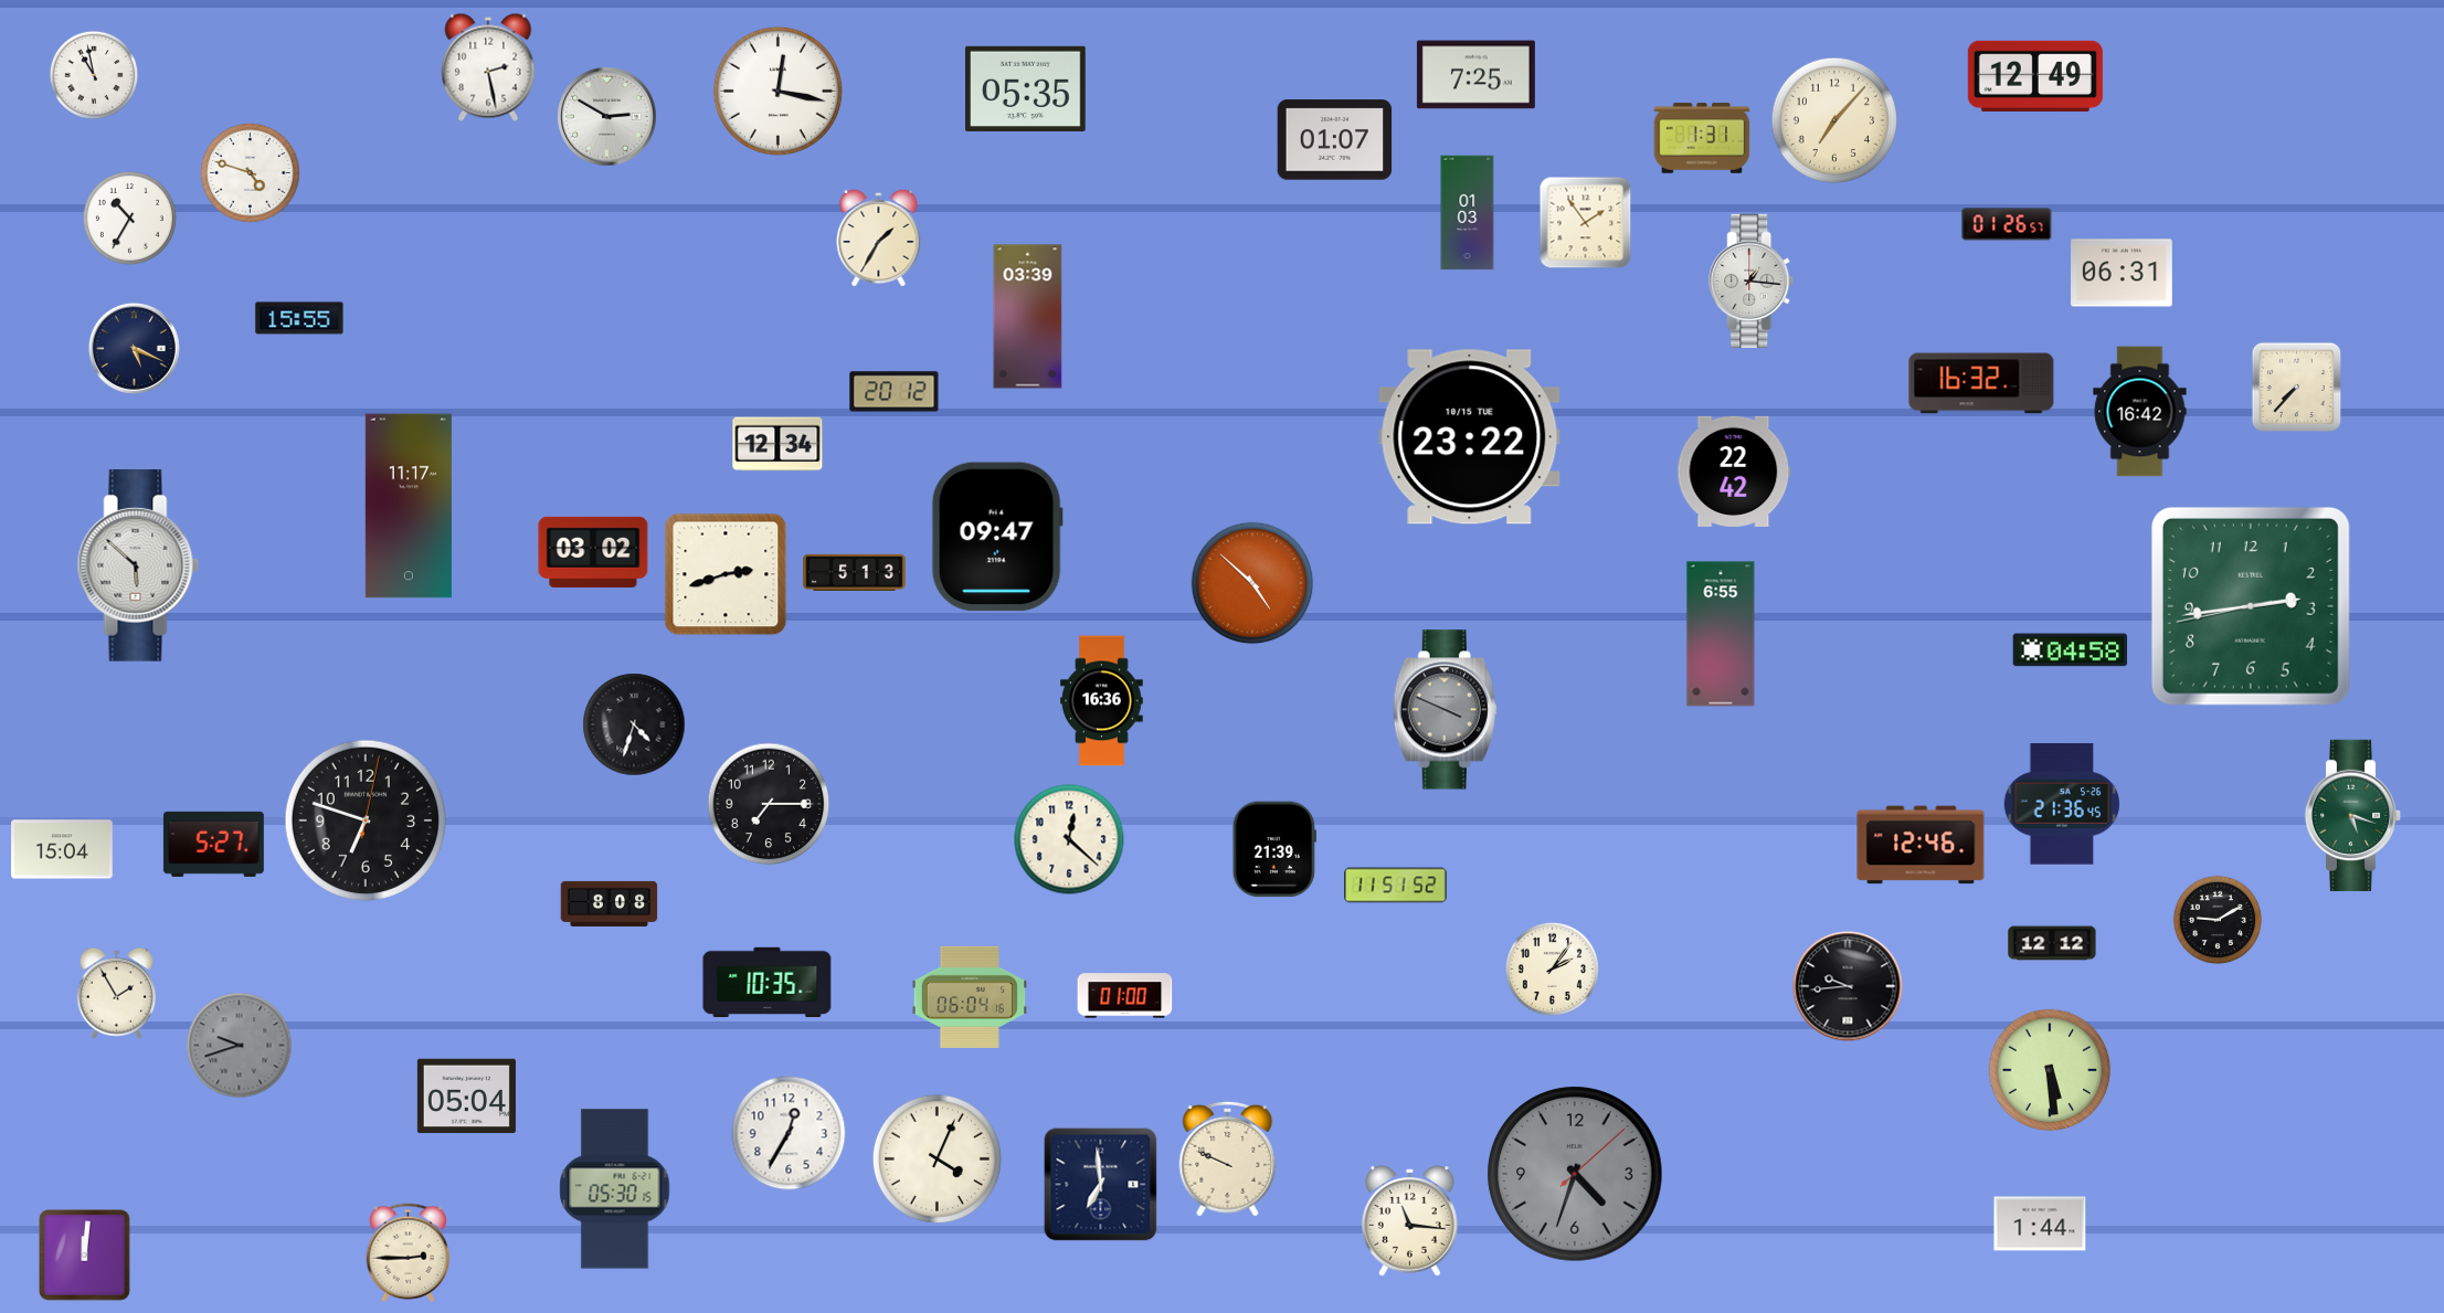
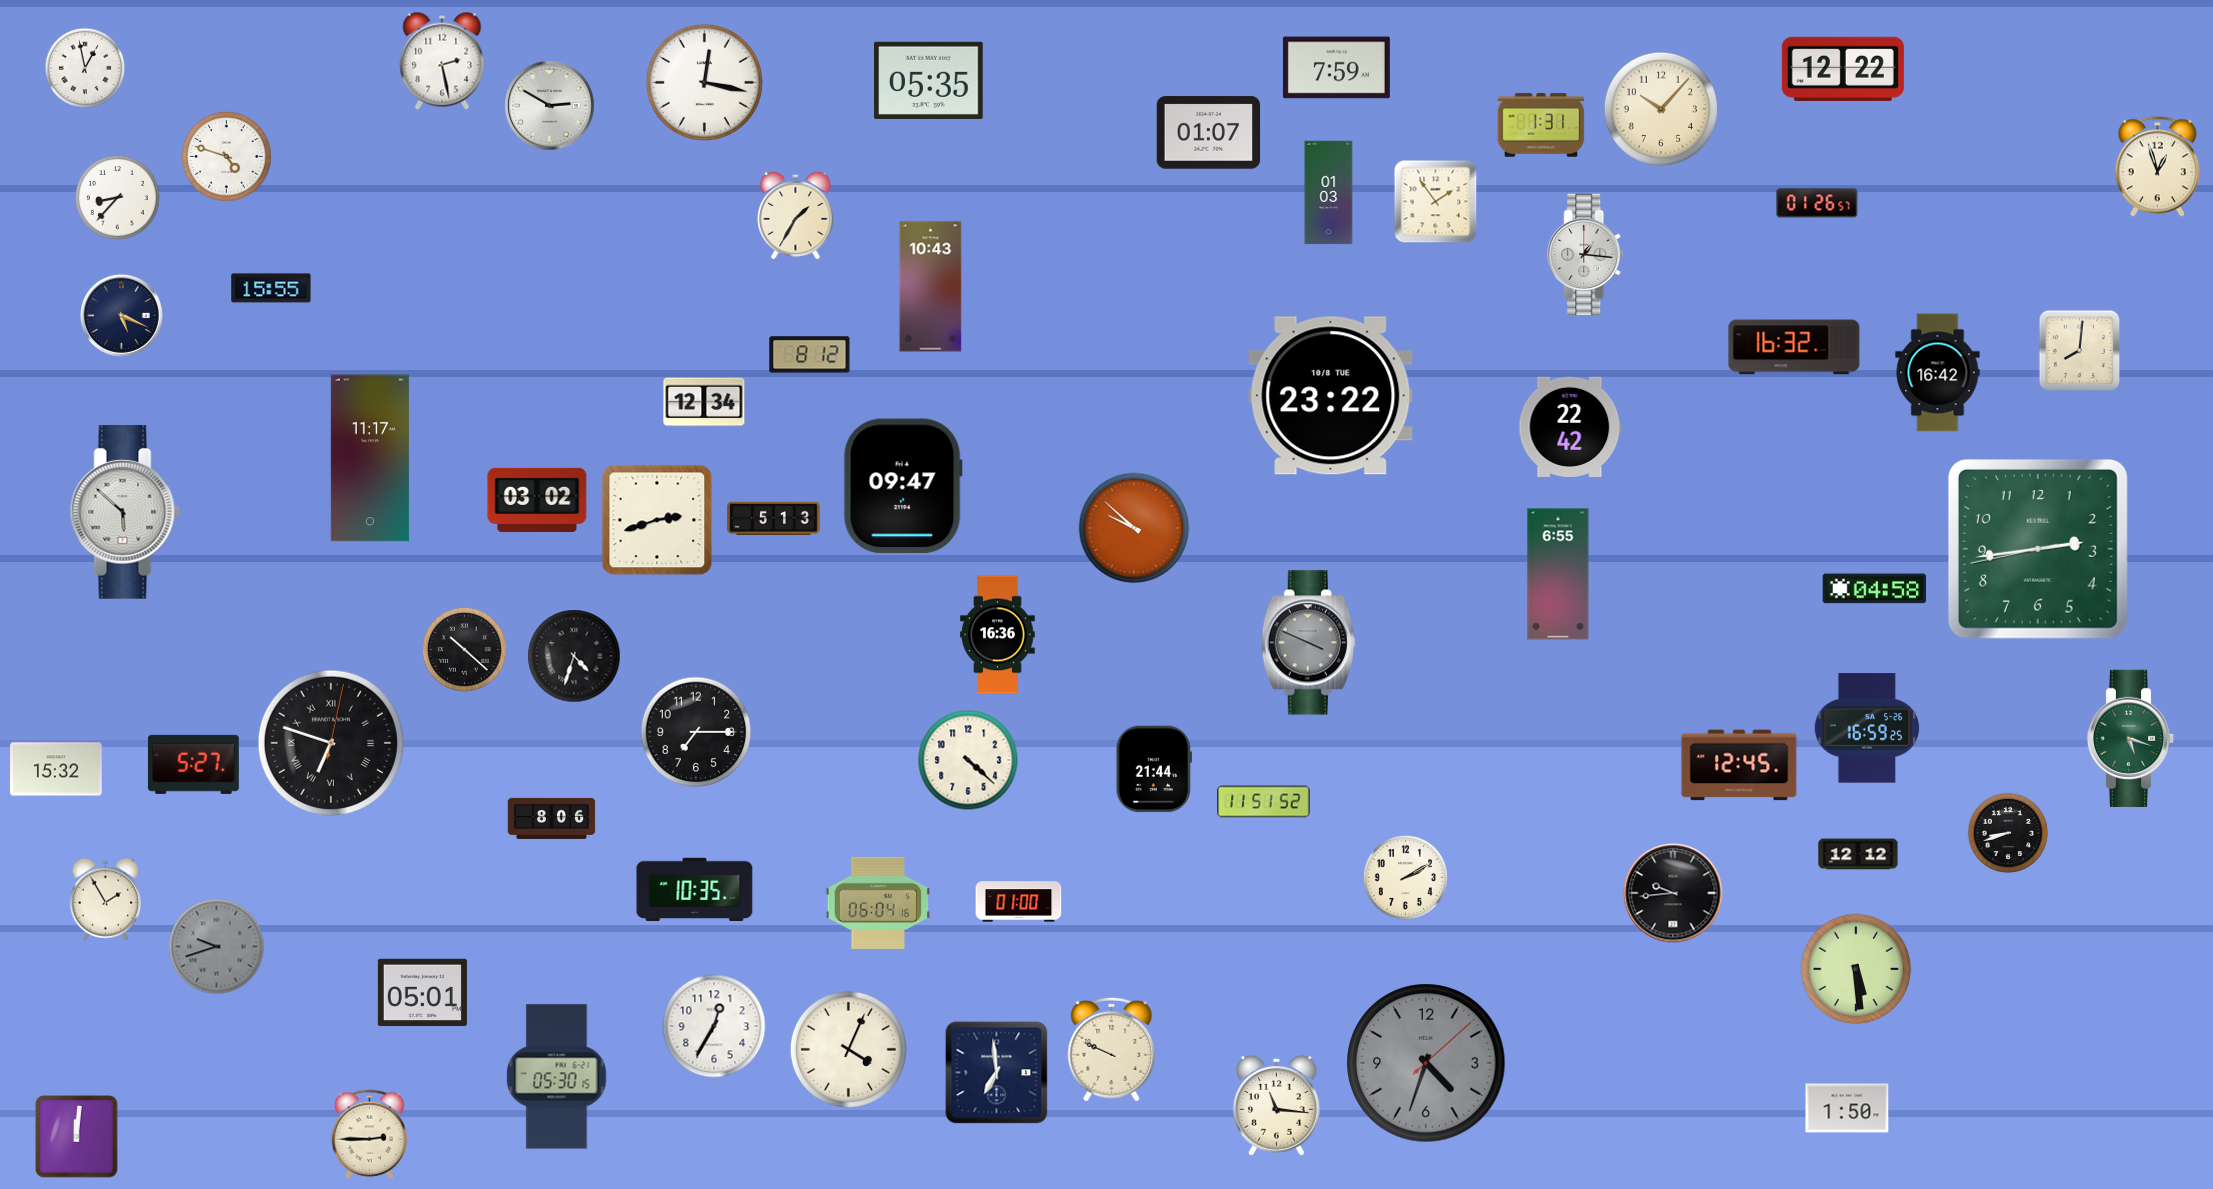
clock at (94, 75): 10:58 -> 12:58
clock at (1475, 75): 7:25 -> 7:59
clock at (2035, 76): 12:49 -> 12:22
clock at (1834, 120): 7:07 -> 10:07
clock at (1335, 140) position: (1335, 140) -> (1209, 133)
clock at (2157, 167): none -> 12:57
clock at (129, 218): 10:35 -> 8:37
clock at (2123, 273): 06:31 -> none
clock at (1028, 317): 03:39 -> 10:43
clock at (2296, 387): 7:37 -> 8:01
clock at (895, 392): 20:12 -> 8:12
clock at (1470, 437) date: 10/15 TUE -> 10/8 TUE
clock at (1252, 583): 4:52 -> 9:52
clock at (464, 649): none -> 10:22
clock at (769, 804) position: (769, 804) -> (696, 732)
clock at (2061, 804): 21:36 -> 16:59
clock at (366, 820) numerals: Arabic -> Roman
clock at (1069, 839): 12:22 -> 4:22
clock at (1921, 845): 12:46 -> 12:45
clock at (63, 849): 15:04 -> 15:32
clock at (1274, 849): 21:39 -> 21:44
clock at (610, 903): 8:08 -> 8:06
clock at (2218, 920): 9:10 -> 8:42
clock at (1552, 968): 2:06 -> 2:10
clock at (466, 1097): 05:04 -> 05:01
clock at (2040, 1224): 1:44 -> 1:50
